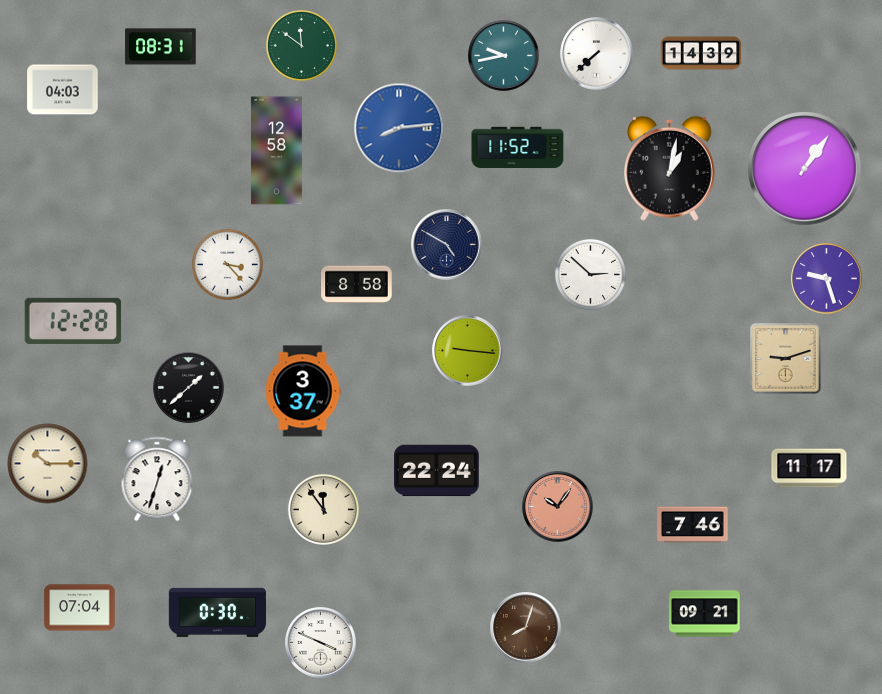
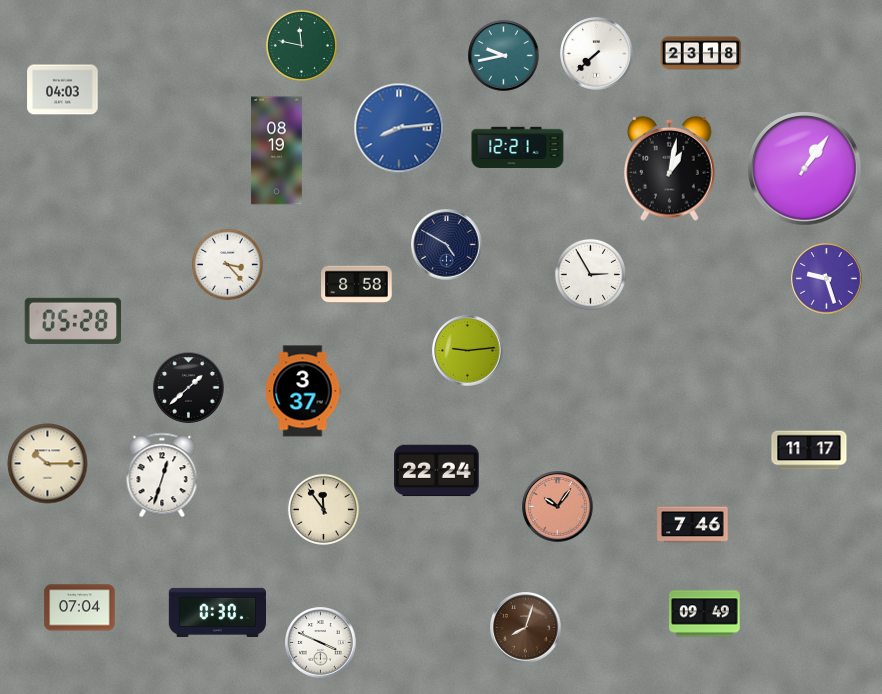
clock at (301, 45): 11:51 -> 11:47
clock at (161, 47): 08:31 -> none
clock at (701, 53): 14:39 -> 23:18
clock at (518, 148): 11:52 -> 12:21
clock at (277, 151): 12:58 -> 08:19
clock at (590, 274): 2:52 -> 2:55
clock at (73, 321): 12:28 -> 05:28
clock at (468, 351): 9:16 -> 9:14
clock at (786, 359): 9:12 -> none
clock at (809, 468) position: (809, 468) -> (809, 450)
clock at (157, 479) position: (157, 479) -> (162, 475)
clock at (705, 614): 09:21 -> 09:49
